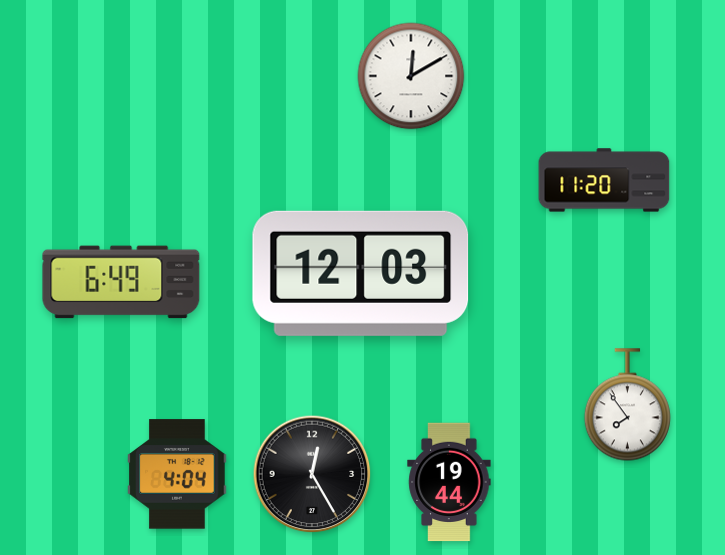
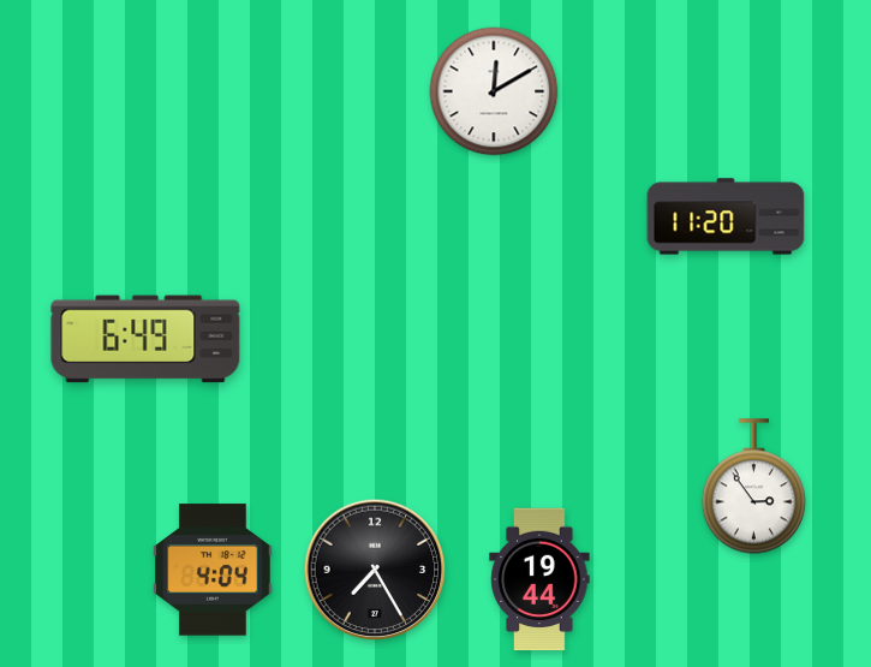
clock at (361, 273): 12:03 -> none
clock at (627, 405): 7:54 -> 2:54
clock at (312, 474): 12:25 -> 7:25
